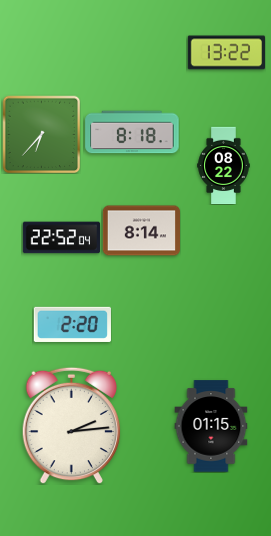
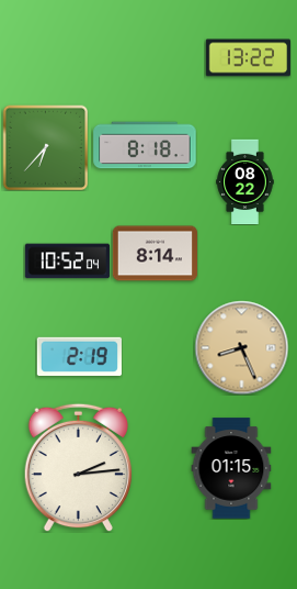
clock at (61, 238): 22:52 -> 10:52
clock at (241, 347): none -> 8:26
clock at (72, 324): 2:20 -> 2:19
